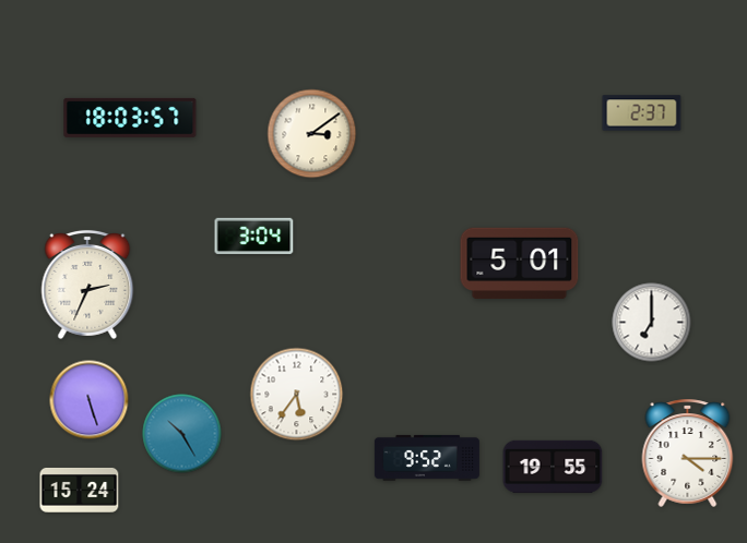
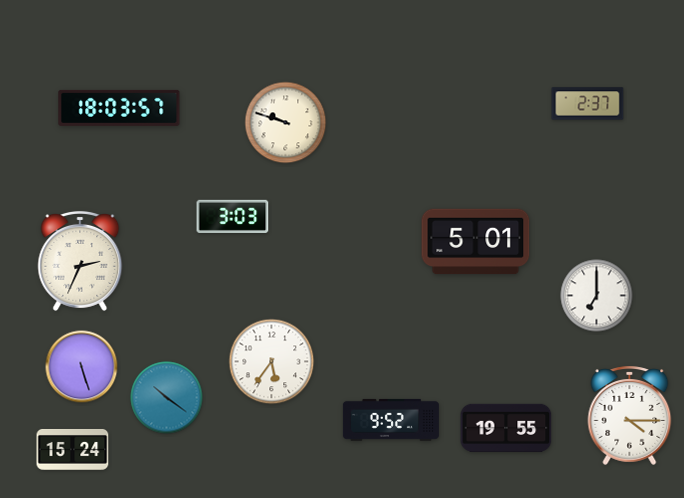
clock at (312, 134): 3:09 -> 9:48
clock at (254, 236): 3:04 -> 3:03
clock at (182, 434): 10:25 -> 10:21
